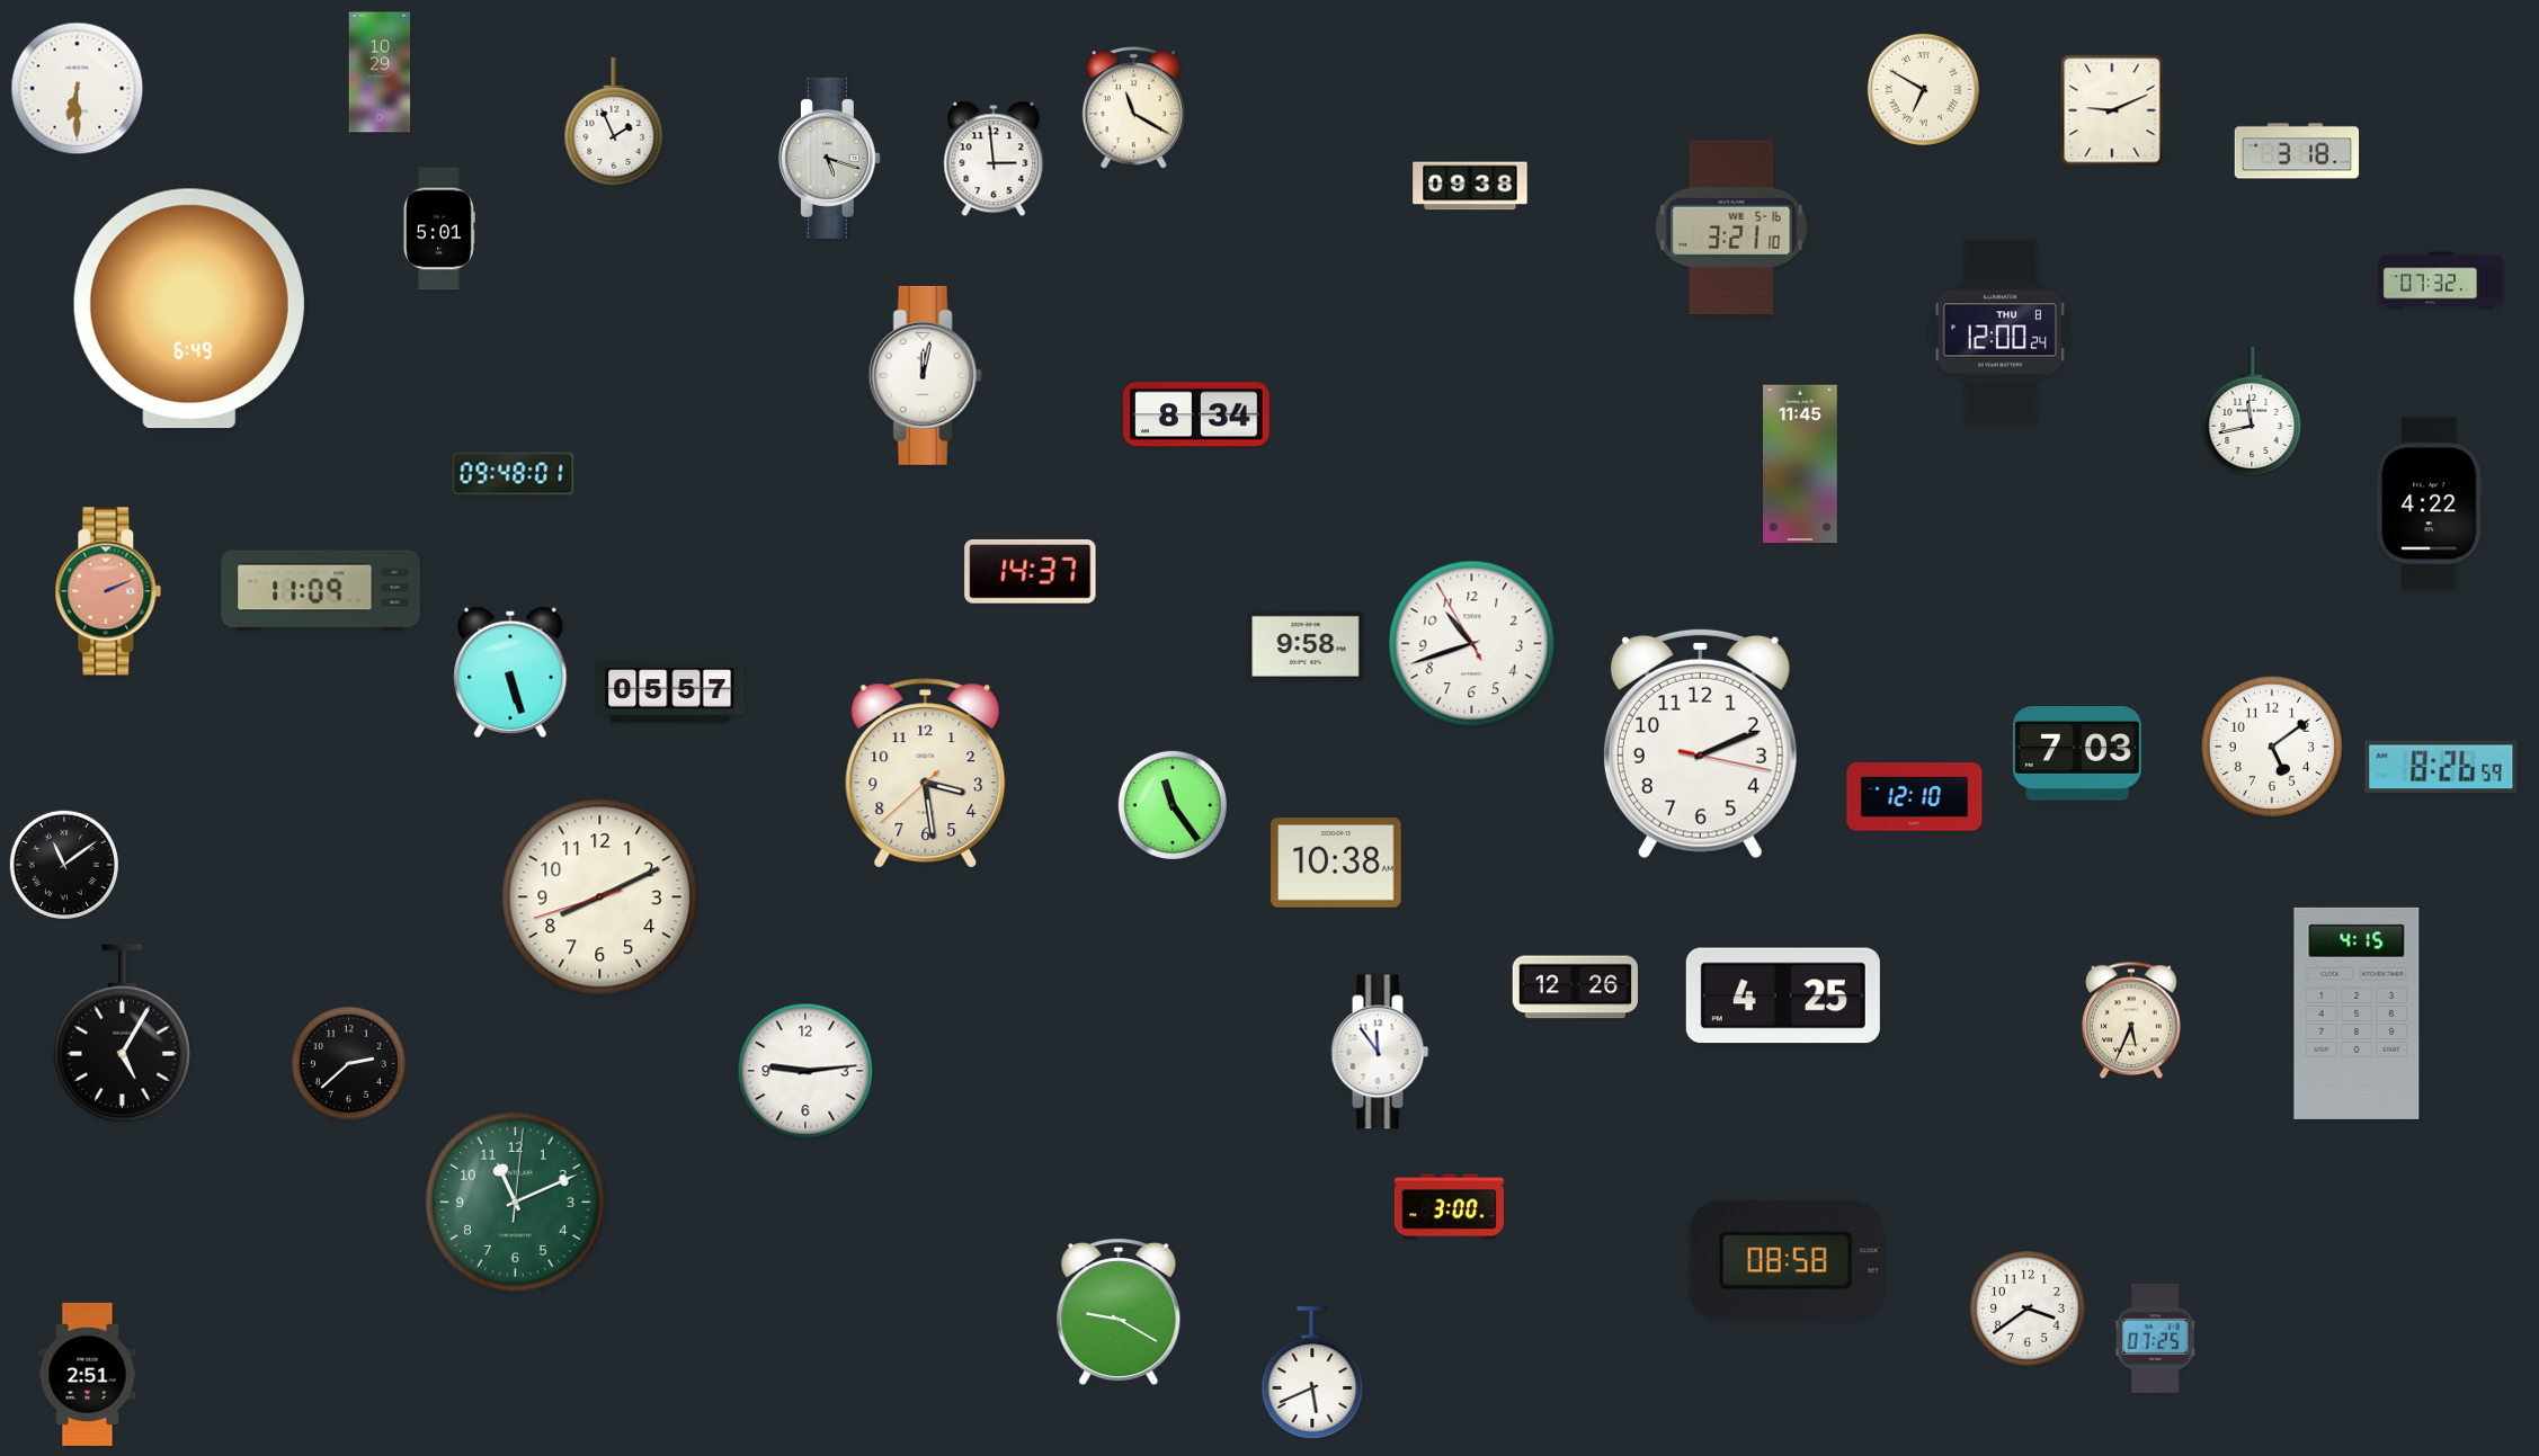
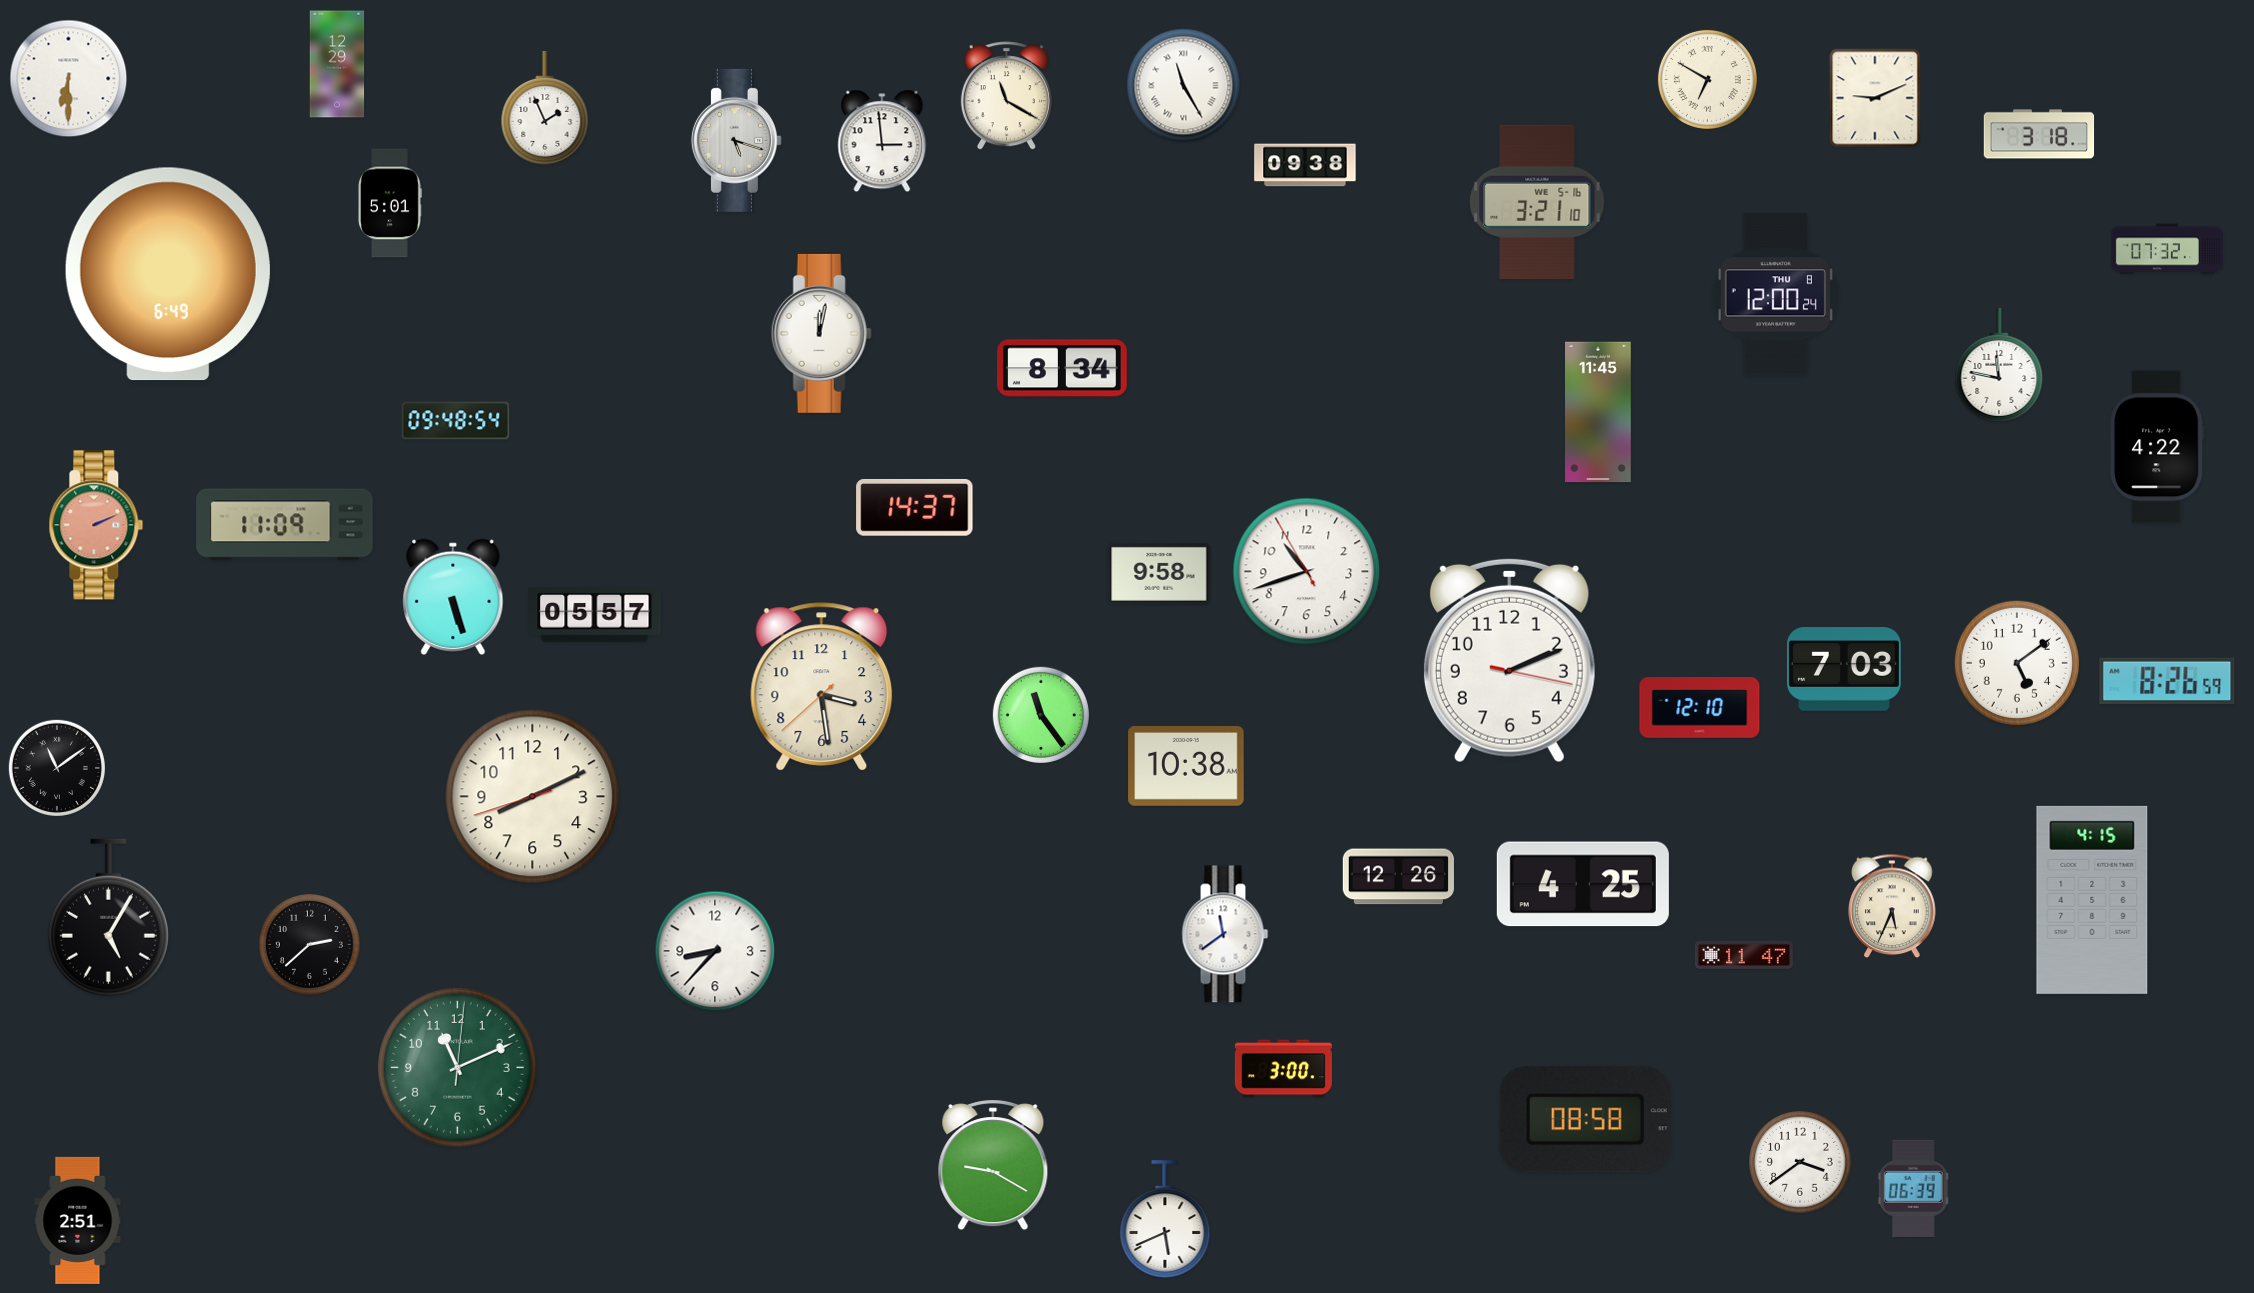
clock at (380, 72): 10:29 -> 12:29
clock at (1184, 86): none -> 11:25
clock at (2252, 411): 11:43 -> 11:47
clock at (514, 474): 09:48:01 -> 09:48:54
clock at (1380, 1052): 11:54 -> 11:39
clock at (805, 1071): 9:14 -> 8:37
clock at (1744, 955): none -> 11:47
clock at (1449, 1207) position: (1449, 1207) -> (1283, 1069)
clock at (2156, 1338): 07:25 -> 06:39
